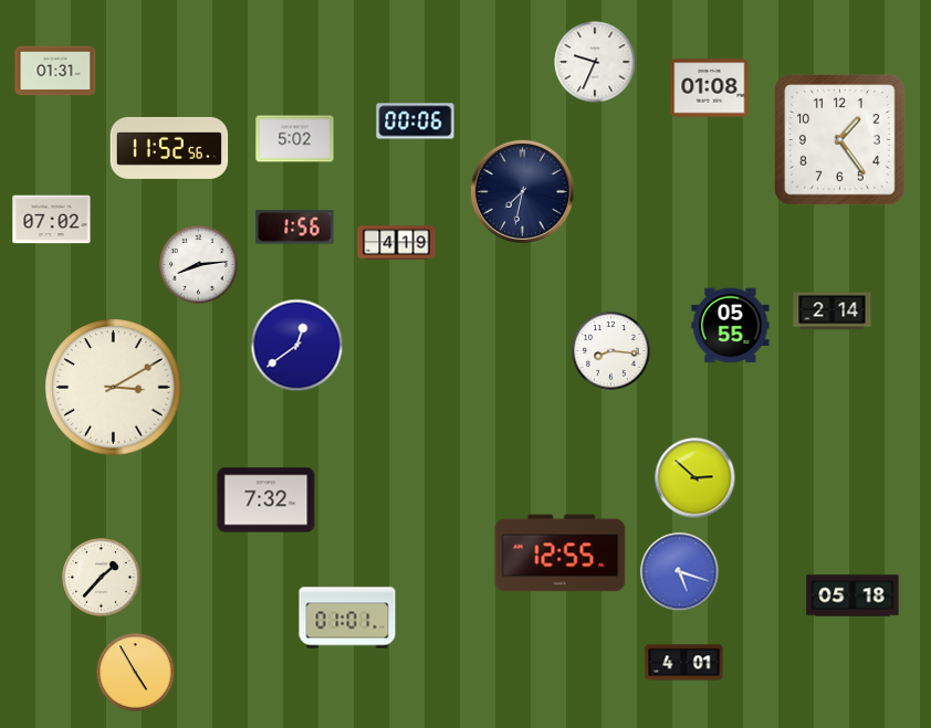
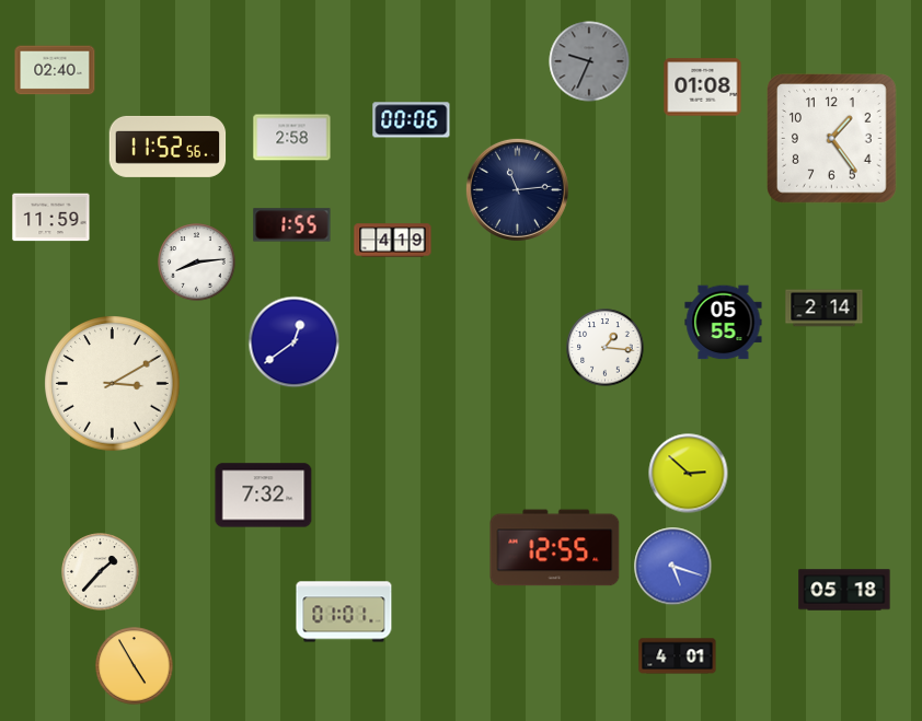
clock at (595, 62) dial: white -> grey
clock at (55, 71): 01:31 -> 02:40
clock at (295, 139): 5:02 -> 2:58
clock at (522, 191): 7:32 -> 11:14
clock at (52, 220): 07:02 -> 11:59
clock at (295, 228): 1:56 -> 1:55
clock at (611, 351): 8:16 -> 1:16
